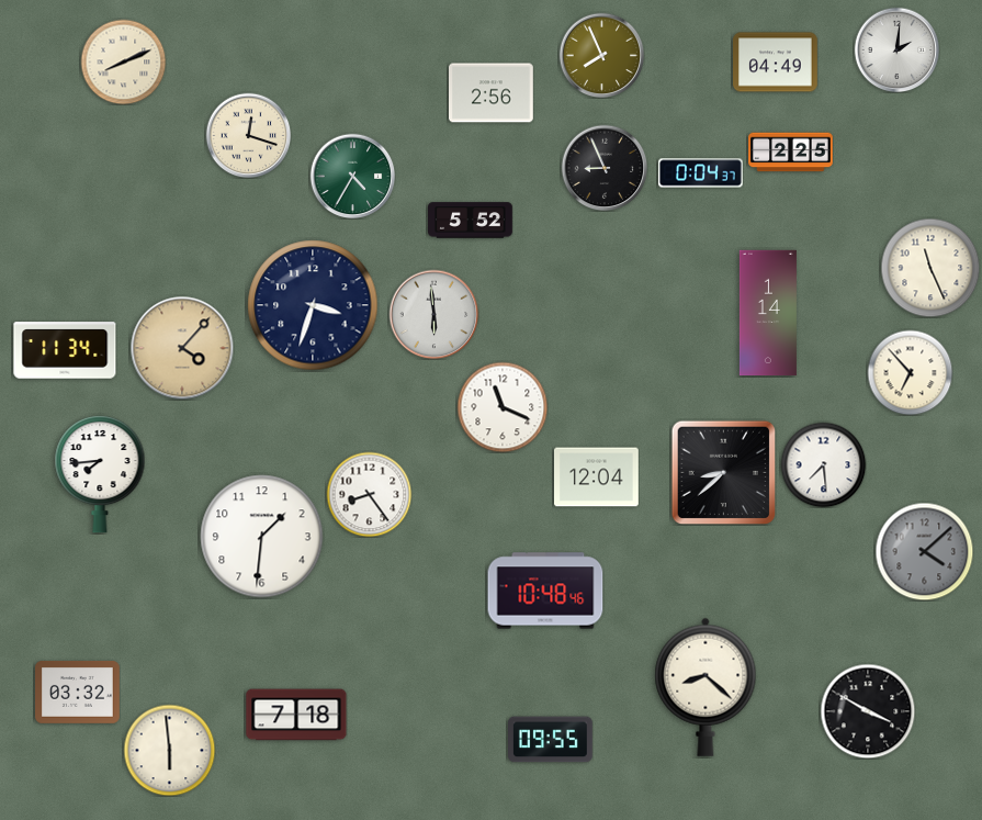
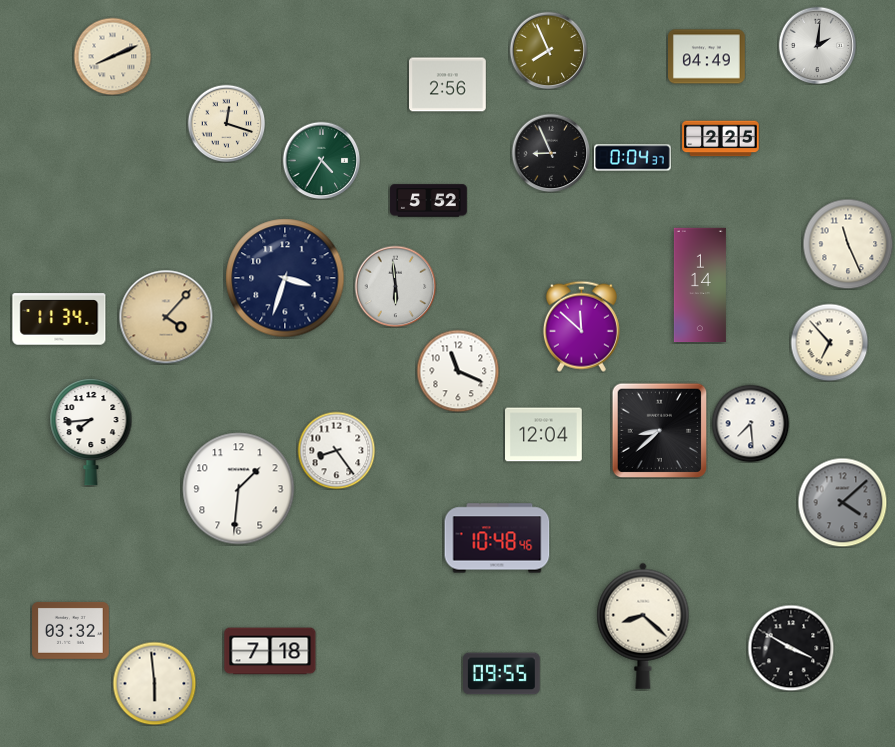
clock at (701, 173) position: (701, 173) -> (633, 158)
clock at (581, 326): none -> 11:52
clock at (910, 372) position: (910, 372) -> (829, 342)
